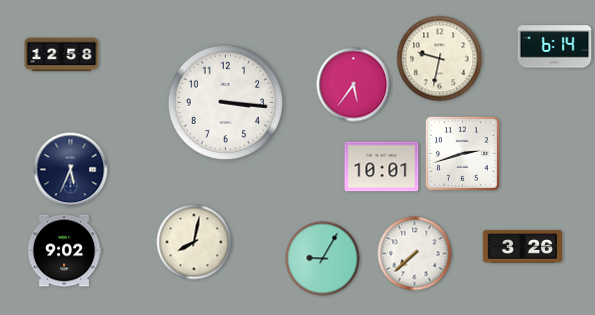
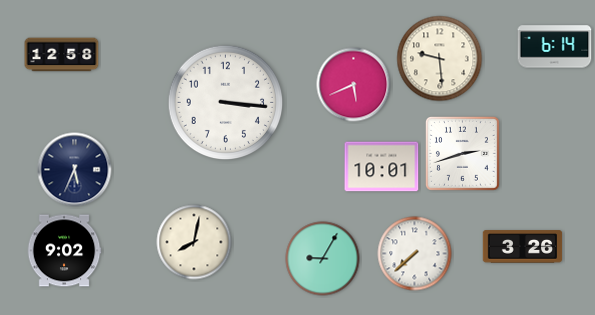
clock at (440, 59): 9:32 -> 9:29
clock at (354, 85): 5:36 -> 5:41
clock at (71, 170) position: (71, 170) -> (75, 170)
